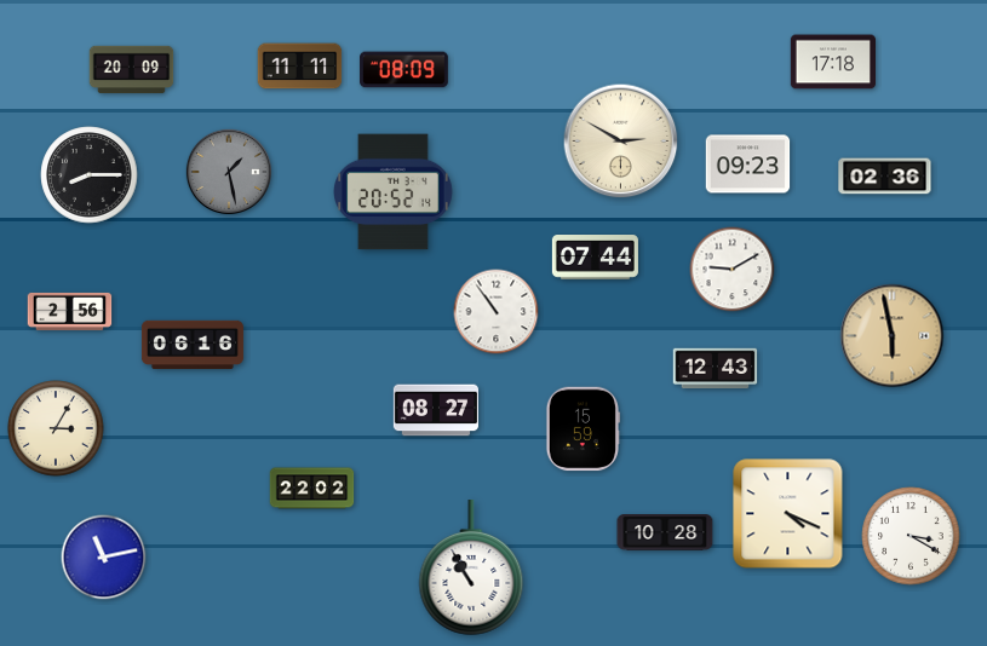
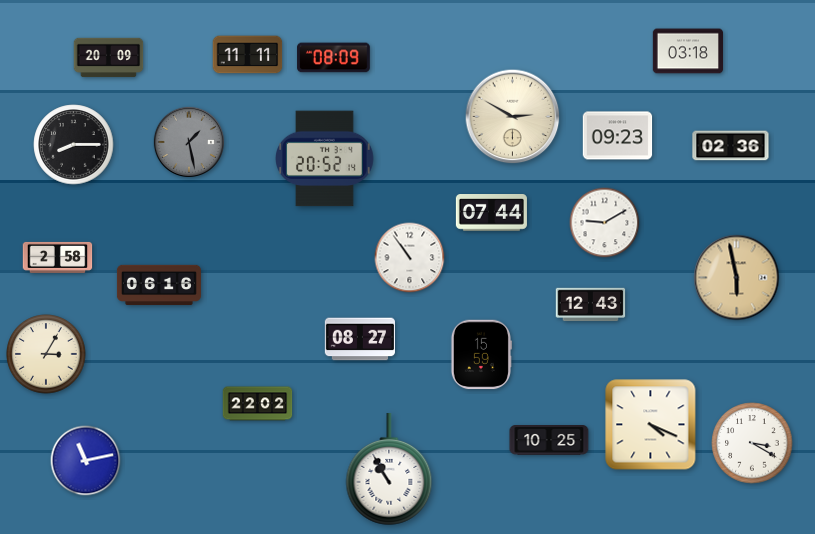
clock at (832, 62): 17:18 -> 03:18
clock at (70, 311): 2:56 -> 2:58
clock at (665, 532): 10:28 -> 10:25
